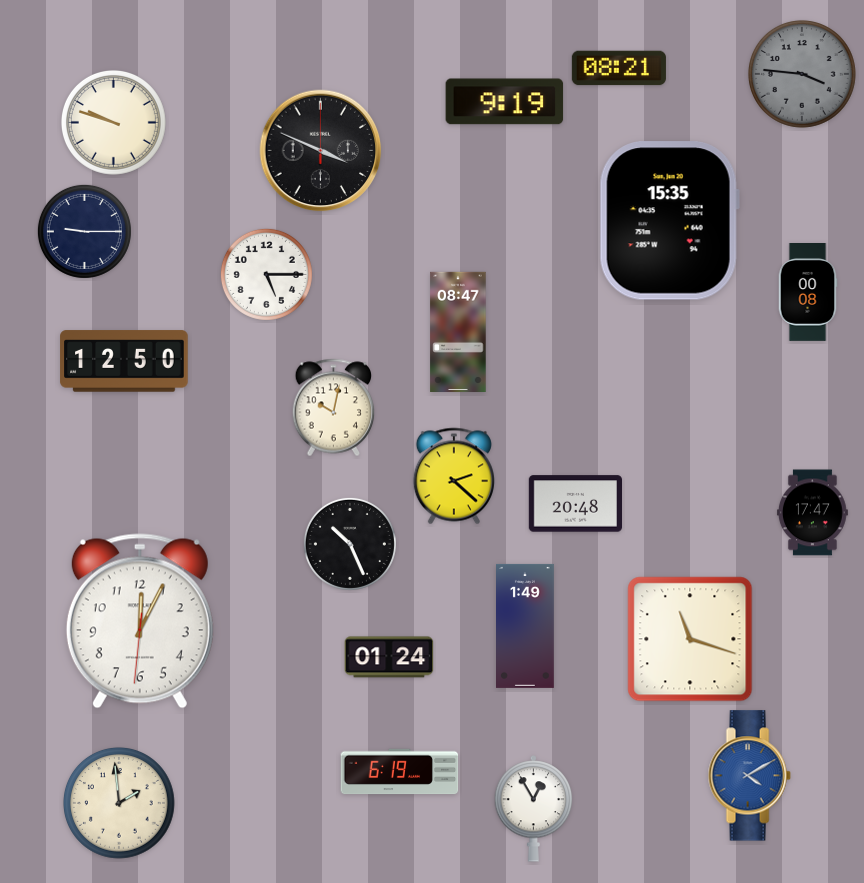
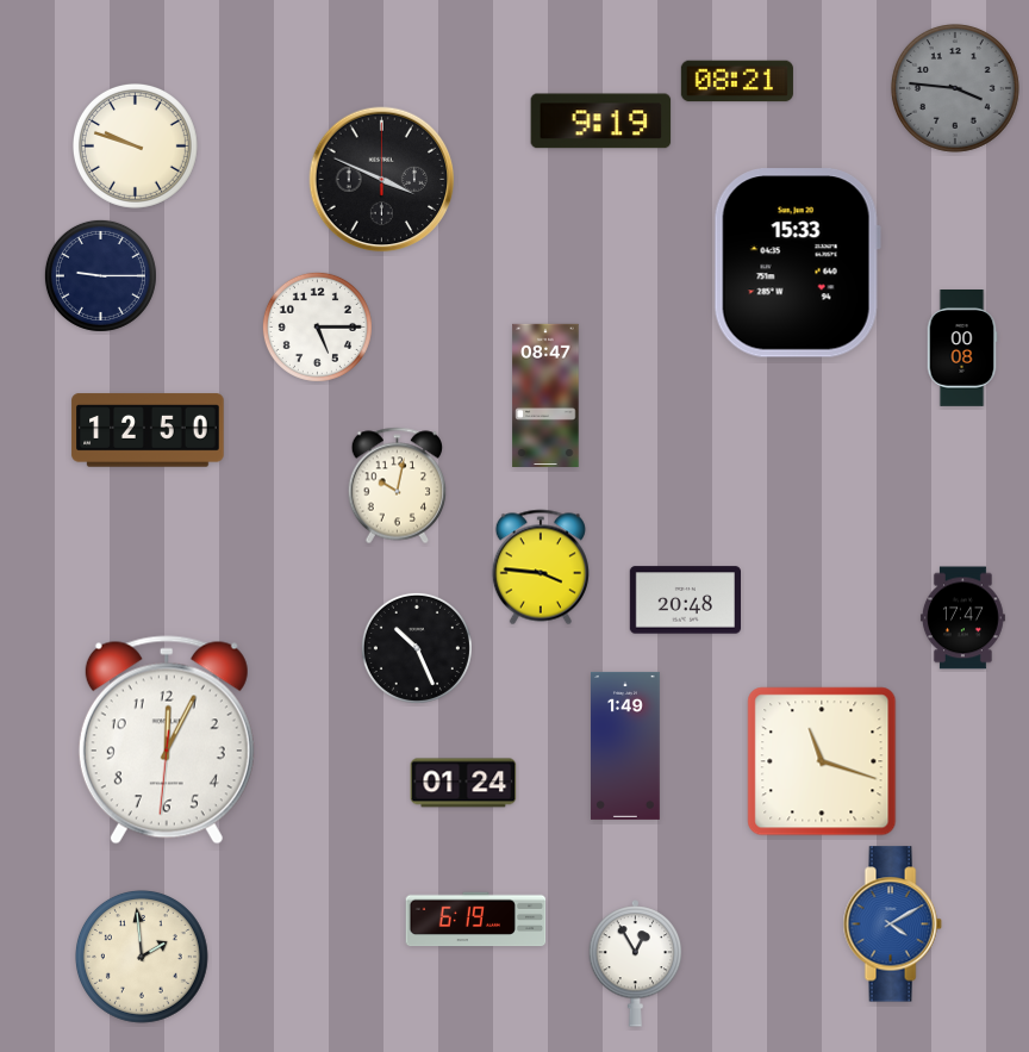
clock at (669, 221): 15:35 -> 15:33
clock at (454, 476): 2:22 -> 3:46
clock at (812, 513) position: (812, 513) -> (962, 618)
